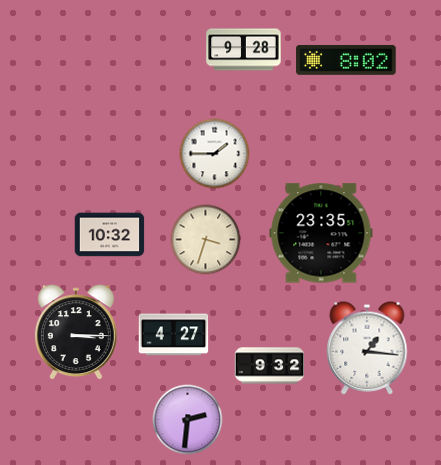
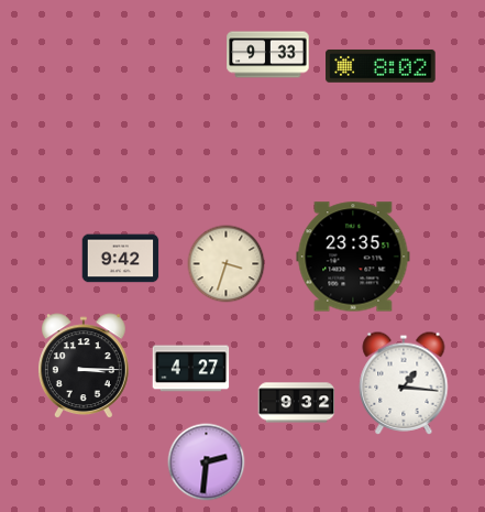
clock at (244, 50): 9:28 -> 9:33
clock at (215, 154): 1:45 -> none
clock at (110, 235): 10:32 -> 9:42
